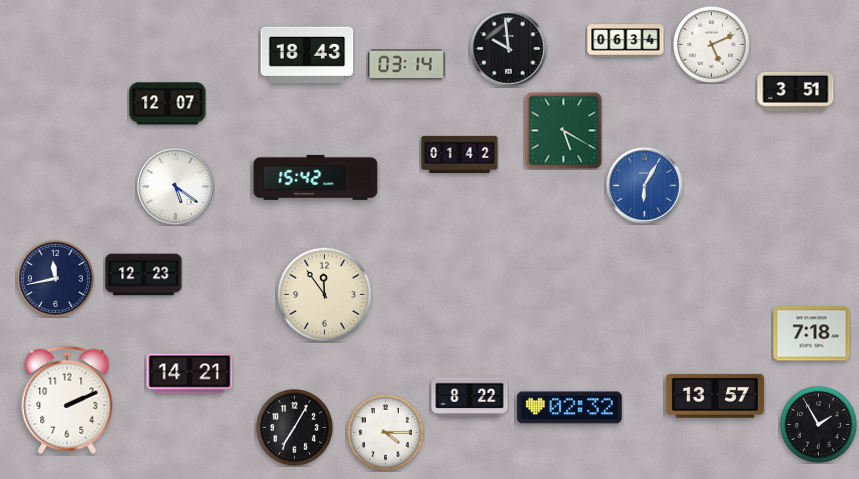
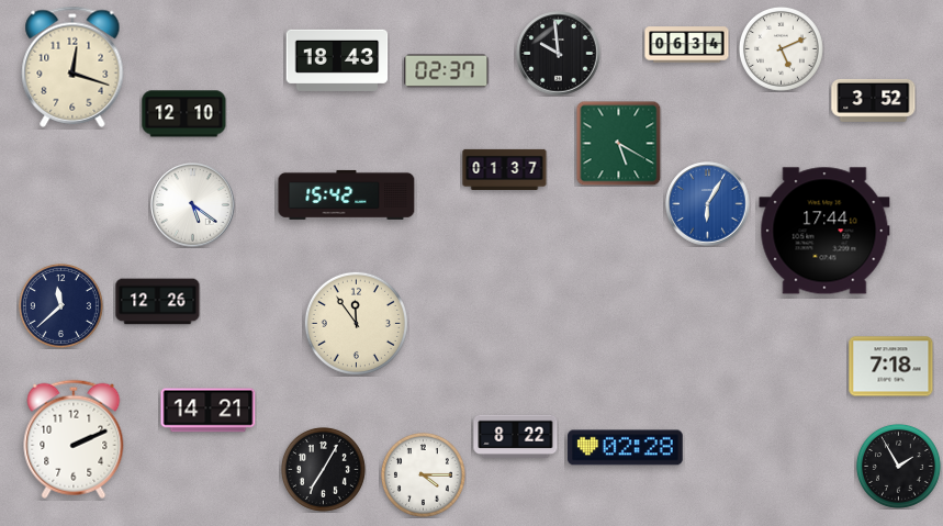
clock at (72, 67): none -> 12:18
clock at (407, 65): 03:14 -> 02:37
clock at (796, 91): 3:51 -> 3:52
clock at (168, 104): 12:07 -> 12:10
clock at (460, 154): 01:42 -> 01:37
clock at (824, 231): none -> 17:44
clock at (144, 275): 12:23 -> 12:26
clock at (55, 278): 11:43 -> 11:38
clock at (715, 396): 13:57 -> none
clock at (570, 408): 02:32 -> 02:28
